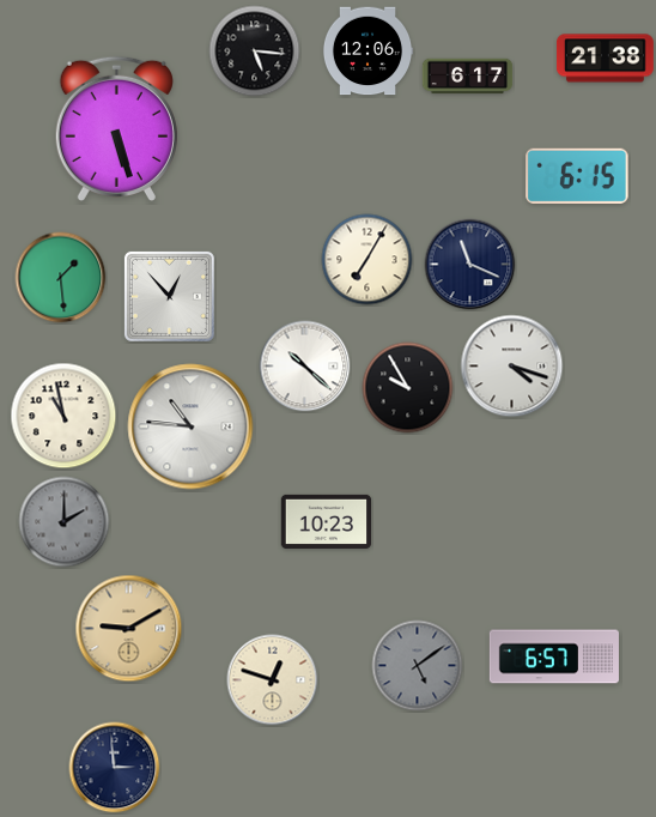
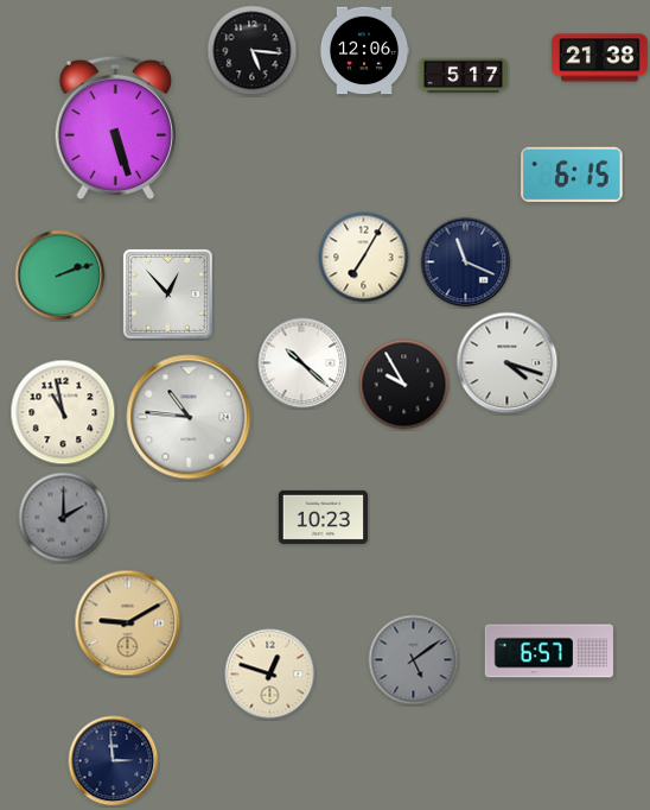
clock at (468, 77): 6:17 -> 5:17
clock at (61, 278): 1:29 -> 2:12
clock at (190, 426) position: (190, 426) -> (189, 417)
